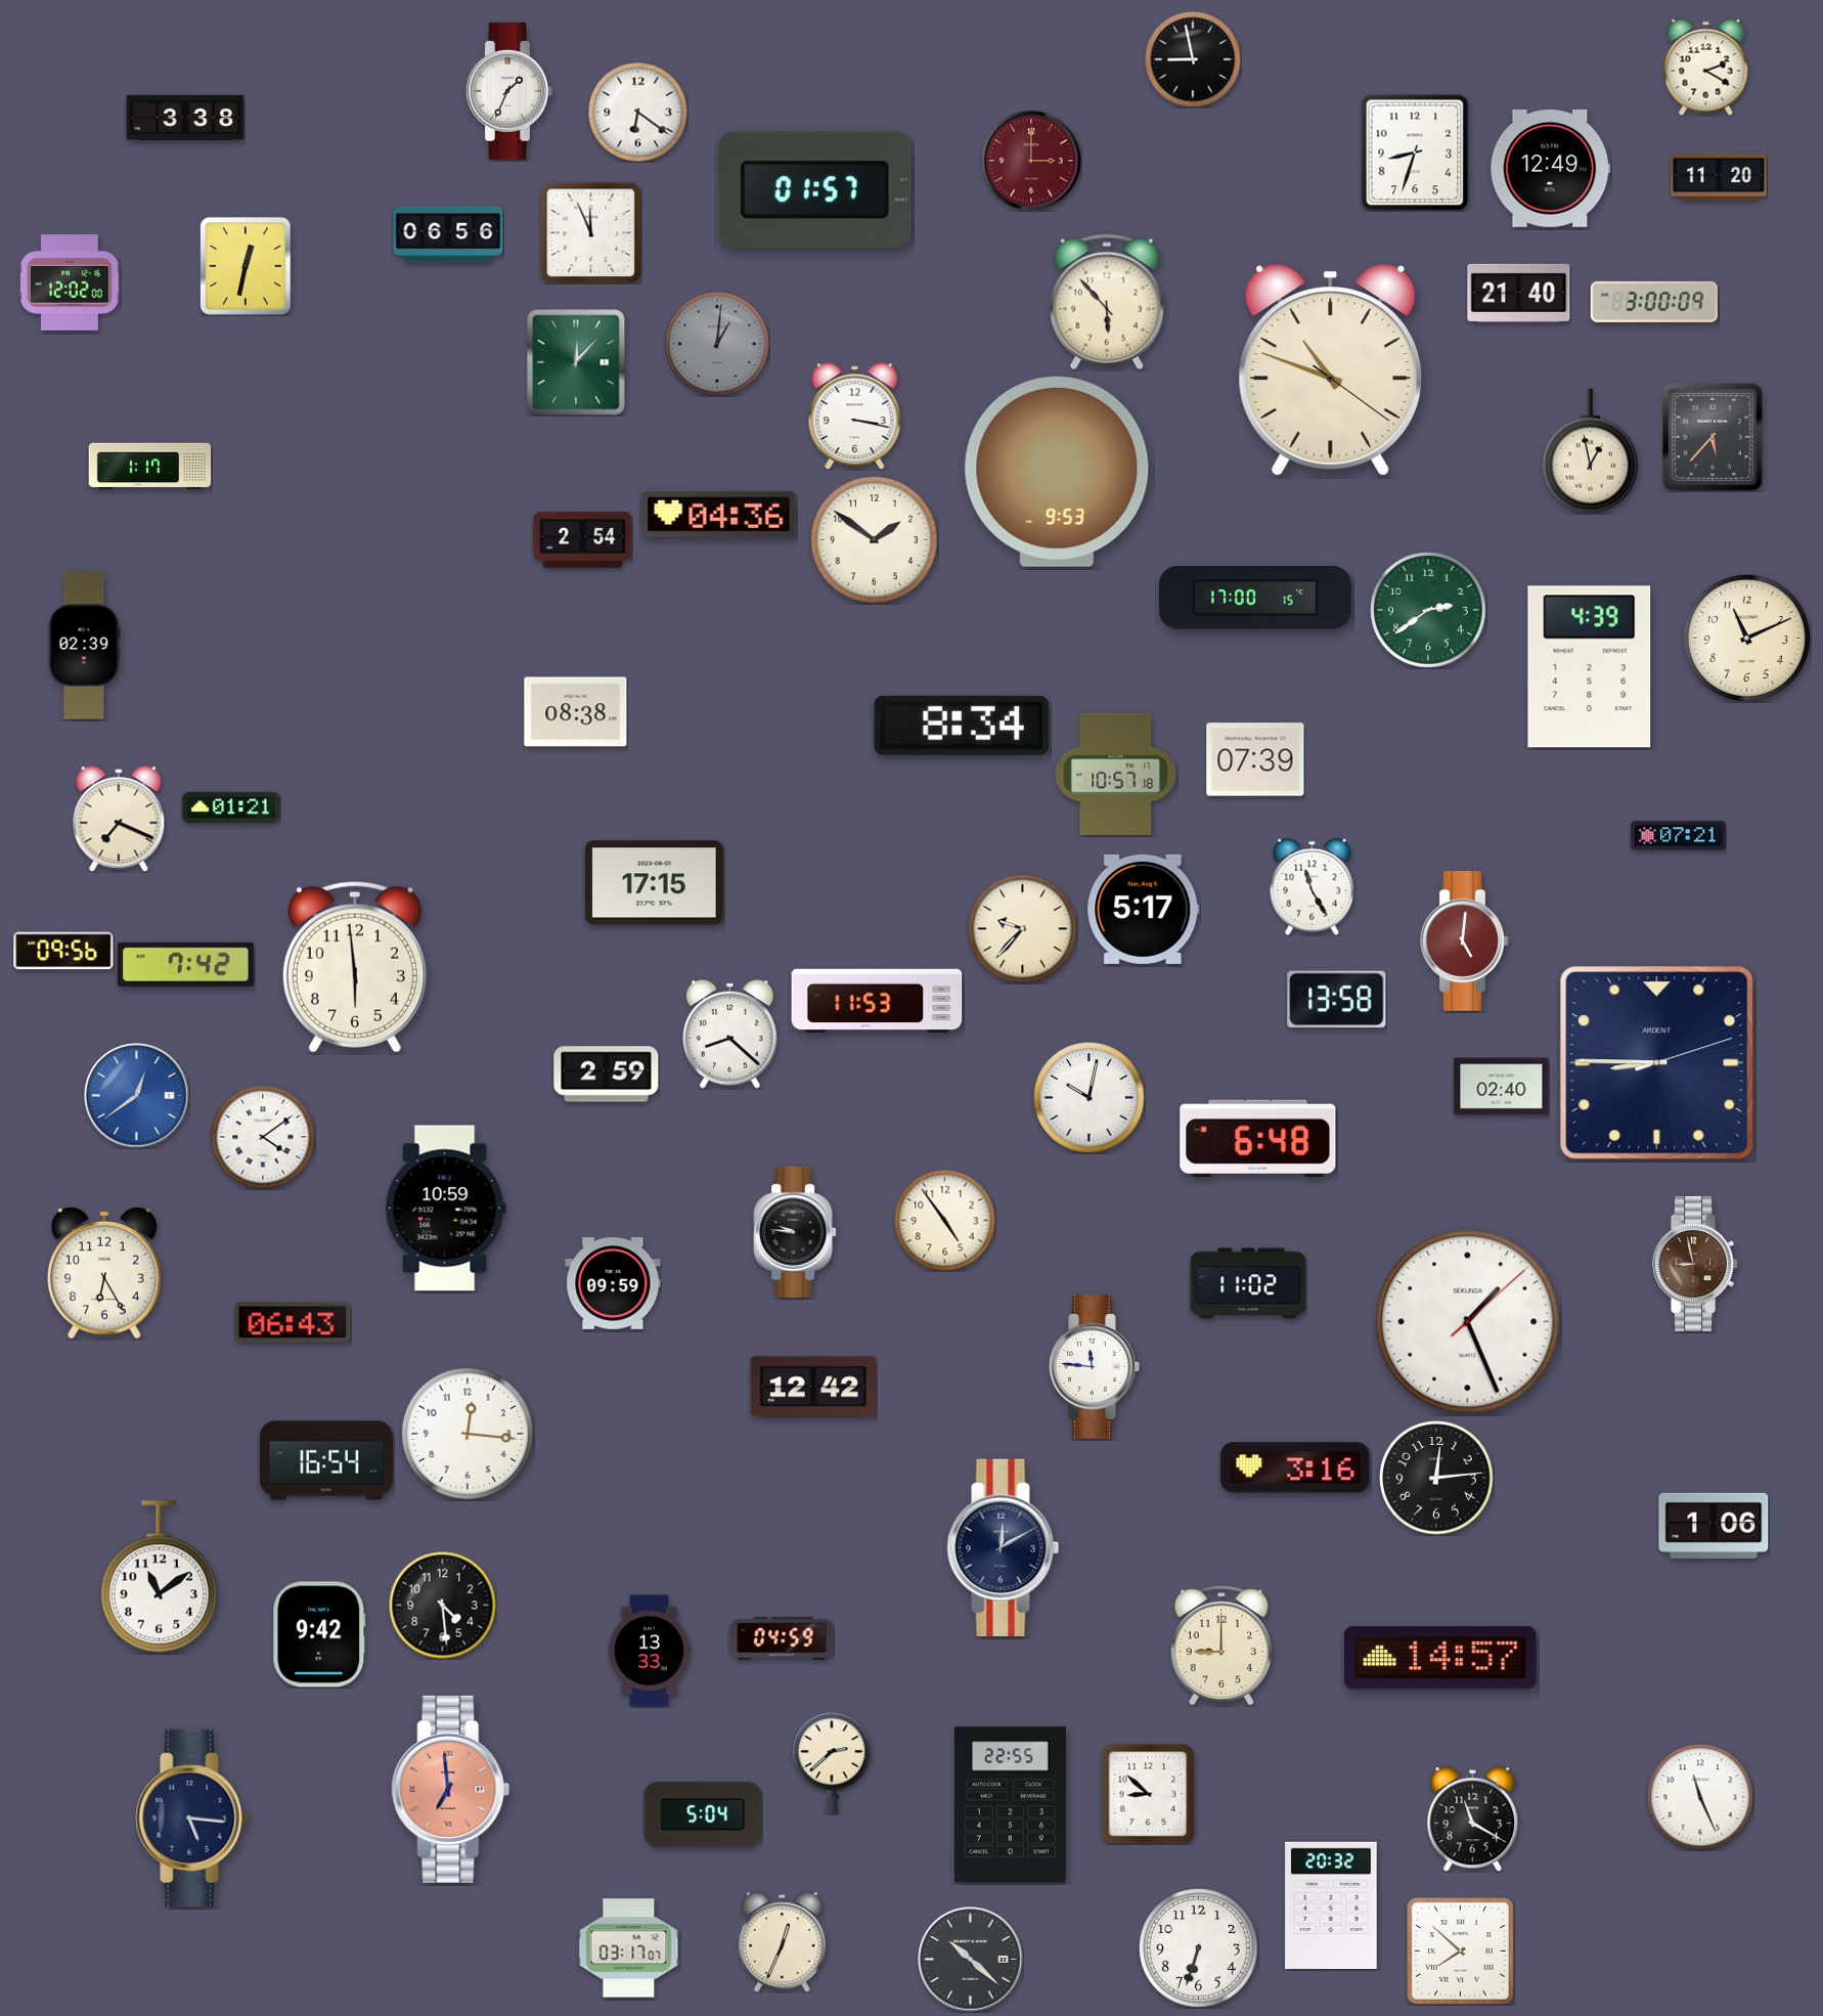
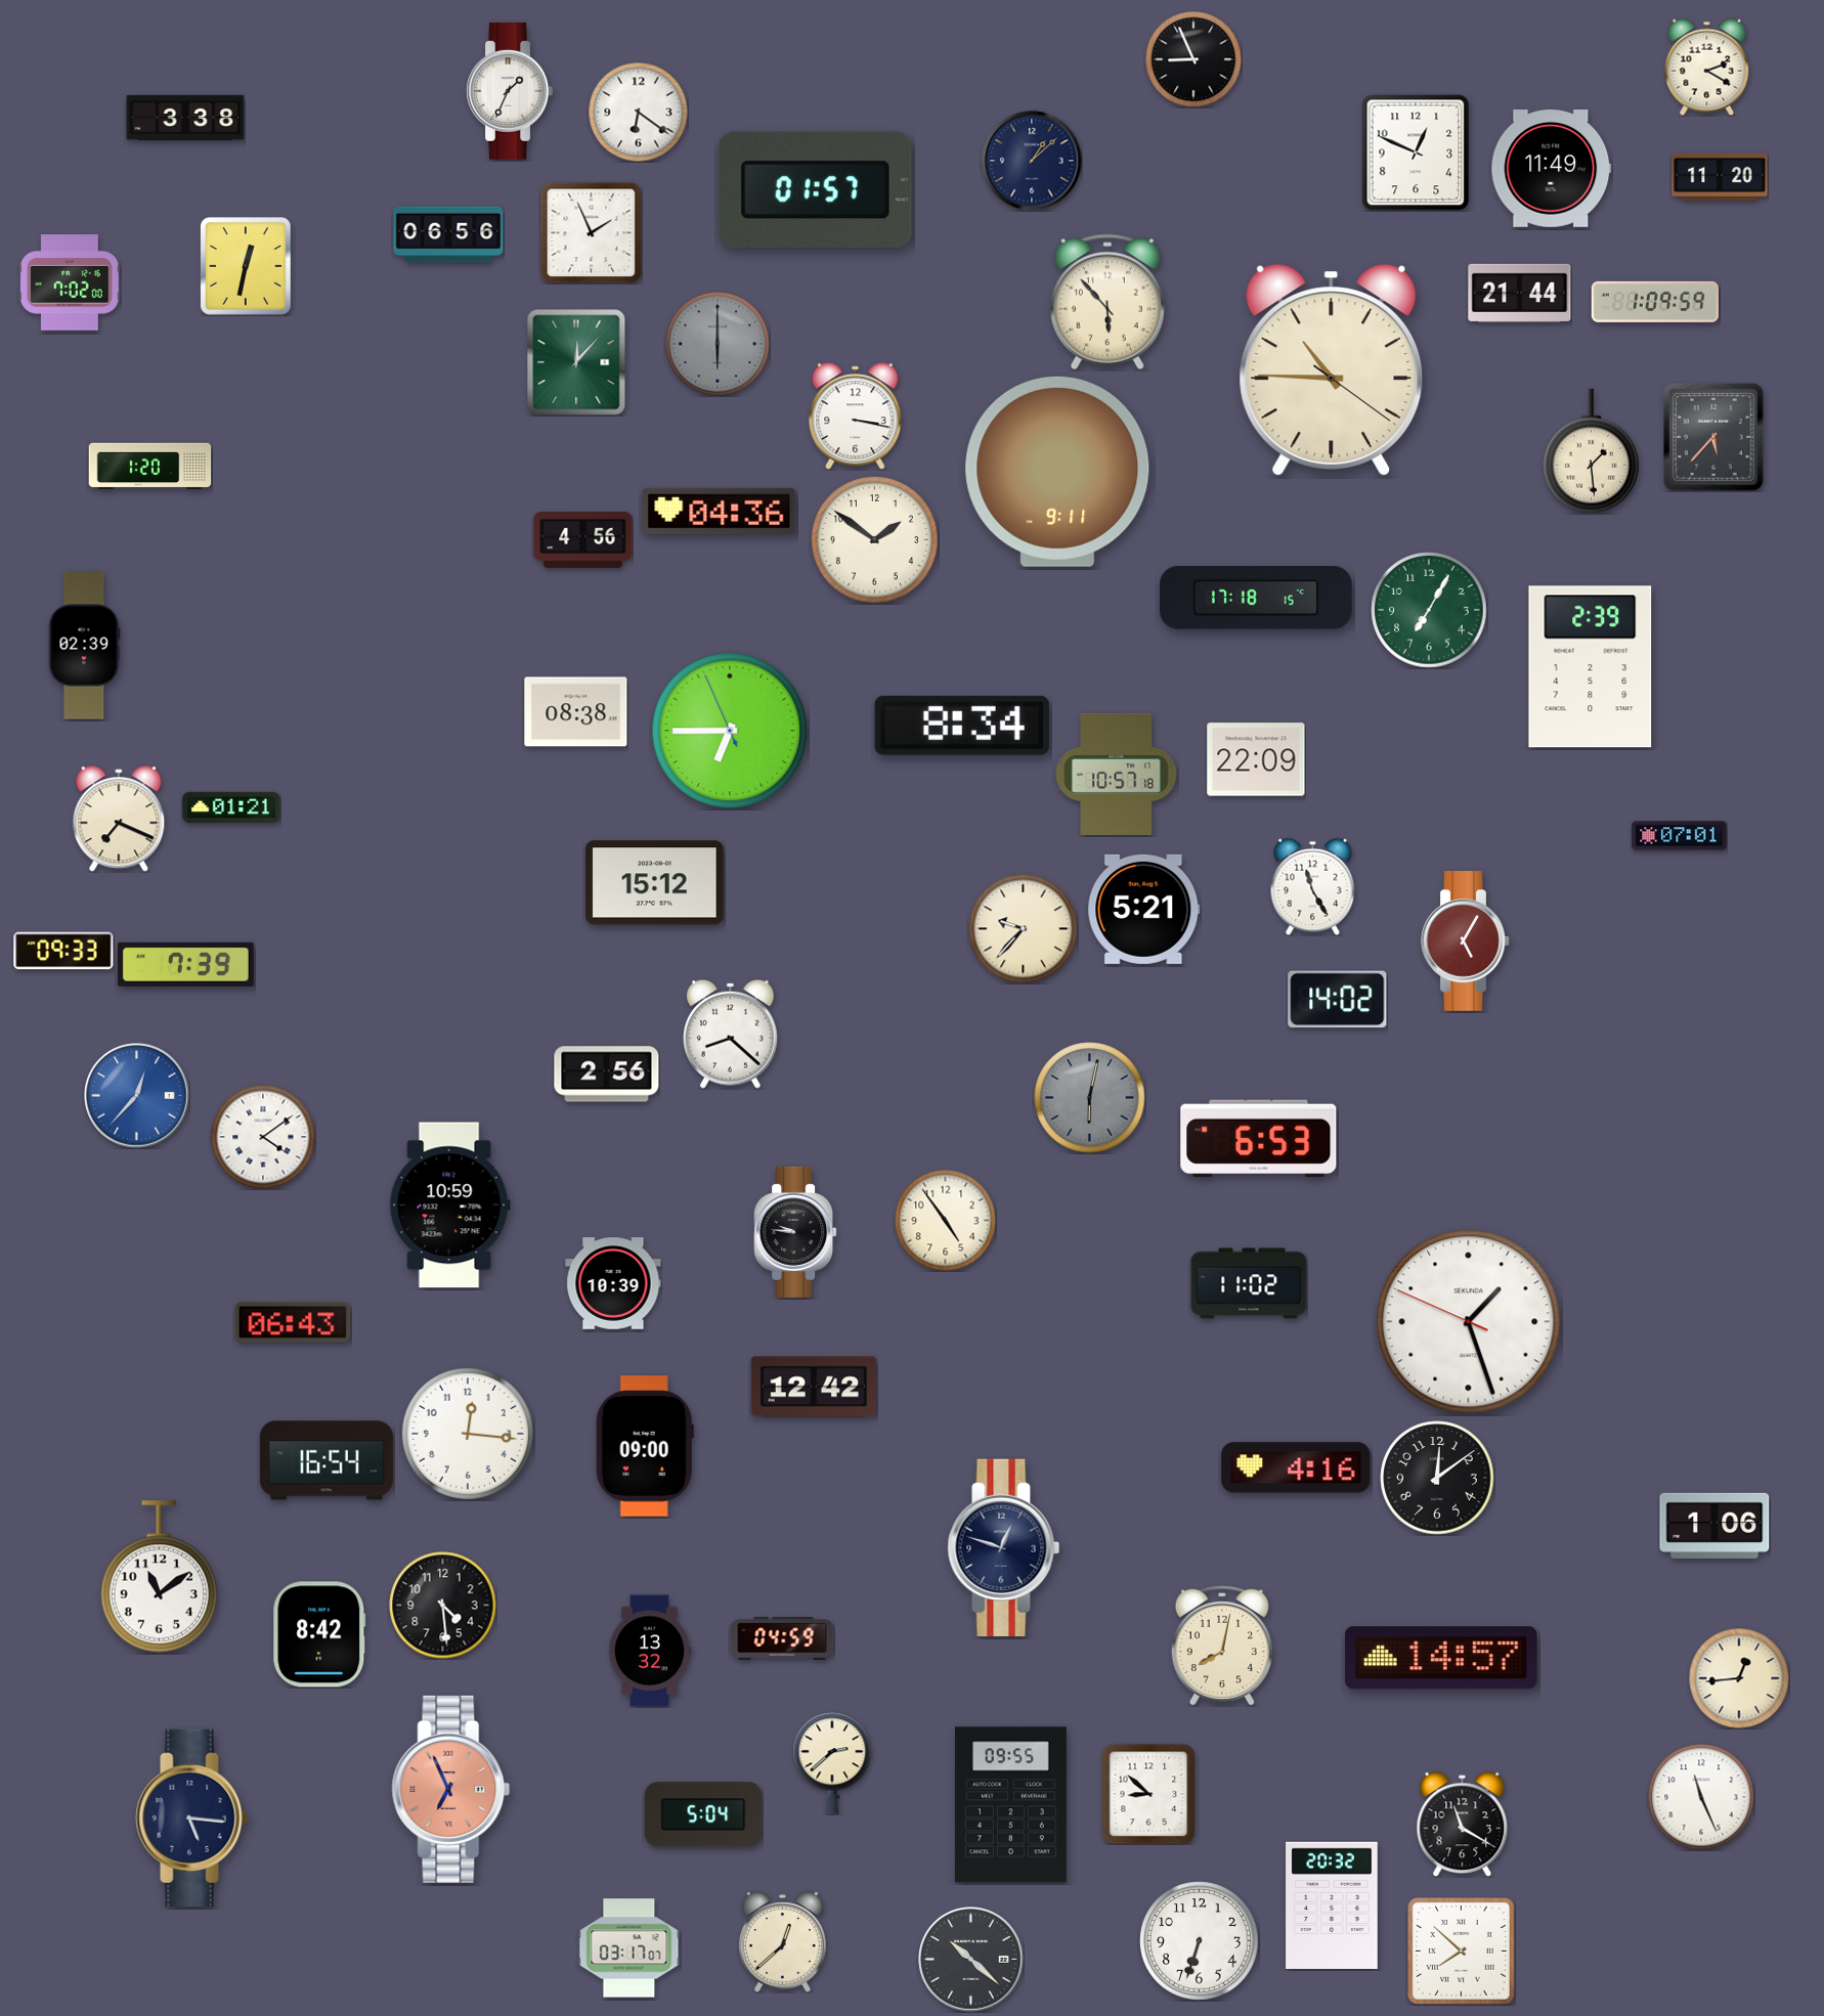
clock at (1193, 59): 8:58 -> 8:56
clock at (1415, 152): 8:33 -> 12:49
clock at (1031, 161): 3:00 -> 1:08
clock at (1031, 161) dial: burgundy -> navy
clock at (1551, 169): 12:49 -> 11:49
clock at (590, 232): 11:56 -> 1:56
clock at (70, 283): 12:02 -> 7:02
clock at (1519, 293): 21:40 -> 21:44
clock at (1654, 302): 3:00 -> 1:09
clock at (717, 344): 1:01 -> 6:00
clock at (1331, 370): 10:48 -> 10:45
clock at (1590, 451): 12:58 -> 1:29
clock at (150, 467): 1:17 -> 1:20
clock at (1057, 472): 9:53 -> 9:11
clock at (719, 514) position: (719, 514) -> (720, 511)
clock at (583, 539): 2:54 -> 4:56
clock at (1256, 598): 17:00 -> 17:18
clock at (1428, 610): 2:39 -> 7:05
clock at (1746, 638): 11:11 -> none
clock at (1590, 667): 4:39 -> 2:39
clock at (730, 731): none -> 6:44
clock at (1255, 759): 07:39 -> 22:09
clock at (1679, 836): 07:21 -> 07:01
clock at (654, 883): 17:15 -> 15:12
clock at (1144, 909): 5:17 -> 5:21
clock at (1465, 941): 5:01 -> 5:05
clock at (63, 951): 09:56 -> 09:33
clock at (185, 964): 7:42 -> 7:39
clock at (355, 967): 5:59 -> none
clock at (1337, 1000): 13:58 -> 14:02
clock at (877, 1001): 11:53 -> none
clock at (1657, 1063): 8:45 -> none
clock at (607, 1075): 2:59 -> 2:56
clock at (1502, 1087): 02:40 -> none
clock at (137, 1096): 12:39 -> 12:37
clock at (1090, 1098): 10:02 -> 6:02
clock at (1090, 1098) dial: white -> grey
clock at (1258, 1138): 6:48 -> 6:53
clock at (445, 1209) position: (445, 1209) -> (449, 1206)
clock at (1696, 1264): 8:58 -> none
clock at (104, 1273): 6:25 -> none
clock at (613, 1283): 09:59 -> 10:39
clock at (1468, 1322): 1:26:08 -> 1:26:49
clock at (1095, 1367): 11:46 -> none
clock at (645, 1446): none -> 09:00
clock at (1295, 1467): 3:16 -> 4:16
clock at (1436, 1478): 12:14 -> 12:09
clock at (1004, 1547): 12:10 -> 12:48
clock at (319, 1634): 9:42 -> 8:42
clock at (1221, 1646): 9:00 -> 8:02
clock at (650, 1651): 13:33 -> 13:32
clock at (1739, 1678): none -> 12:44
clock at (451, 1789): 6:59 -> 6:56
clock at (1010, 1805): 22:55 -> 09:55
clock at (1473, 1818) position: (1473, 1818) -> (1463, 1824)
clock at (783, 1942): 12:34 -> 12:38
clock at (1199, 1948) position: (1199, 1948) -> (1200, 1941)
